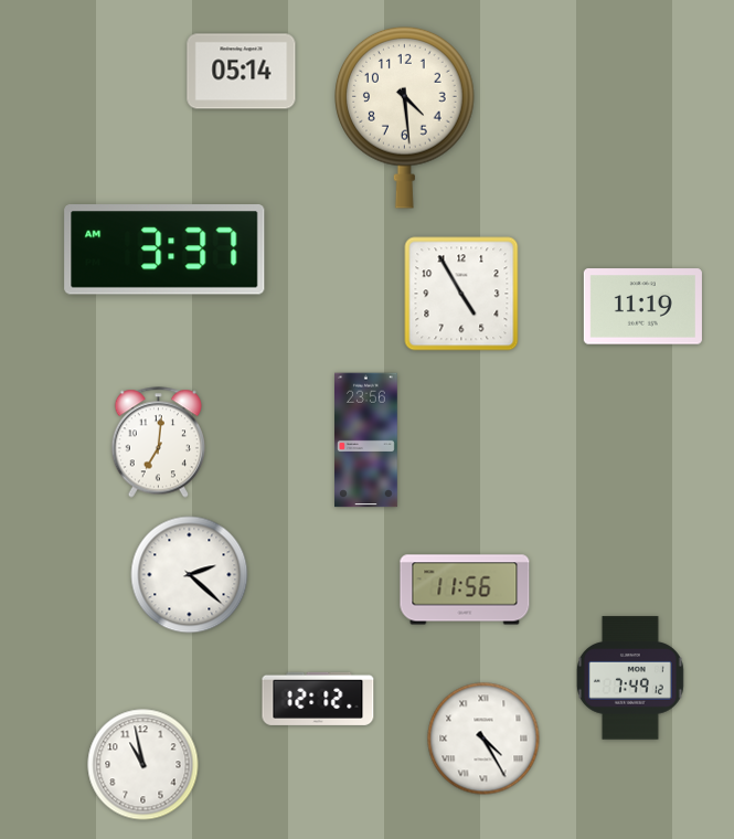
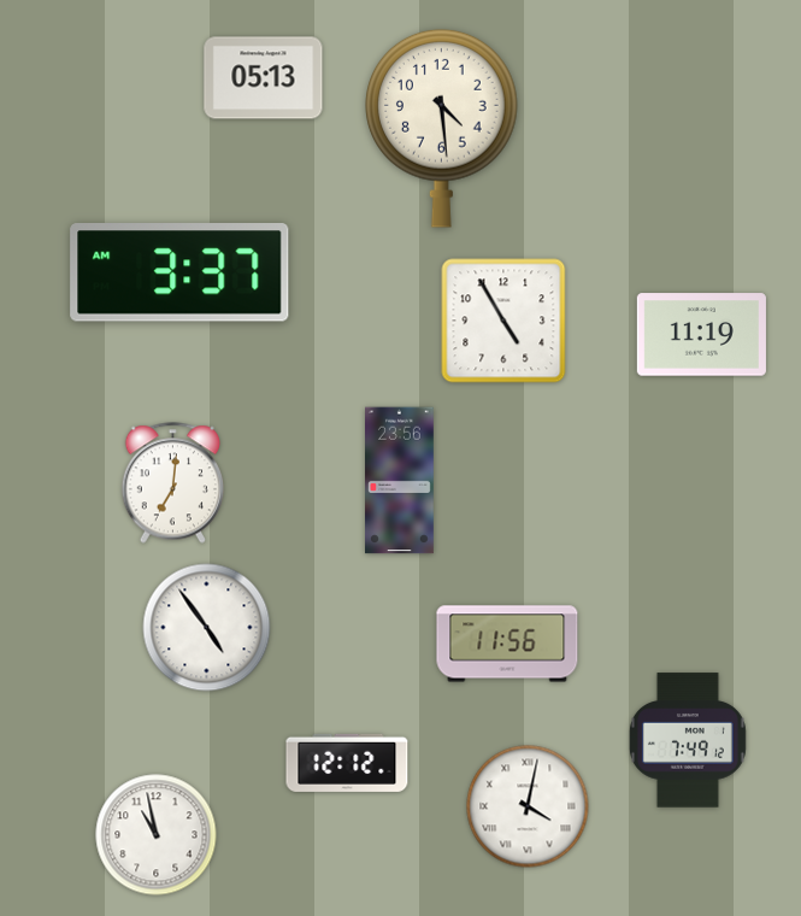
clock at (242, 72): 05:14 -> 05:13
clock at (190, 575): 2:22 -> 4:54
clock at (483, 739): 4:25 -> 4:02
